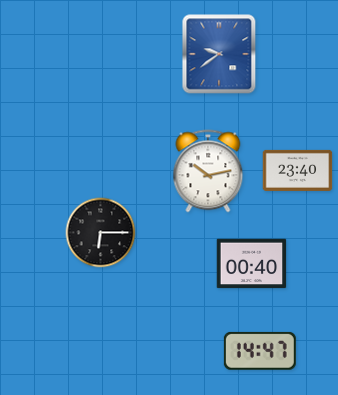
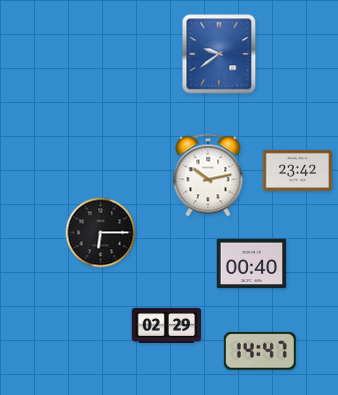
clock at (298, 170): 23:40 -> 23:42
clock at (208, 171) position: (208, 171) -> (208, 175)
clock at (167, 325): none -> 02:29
